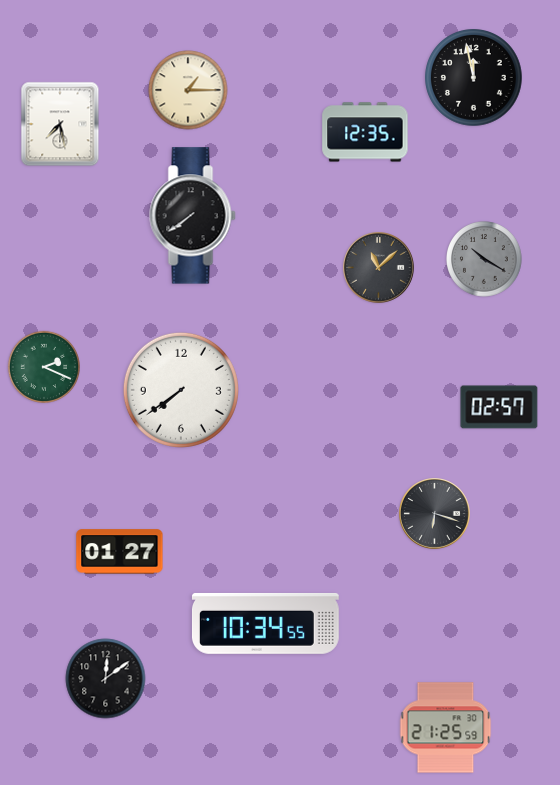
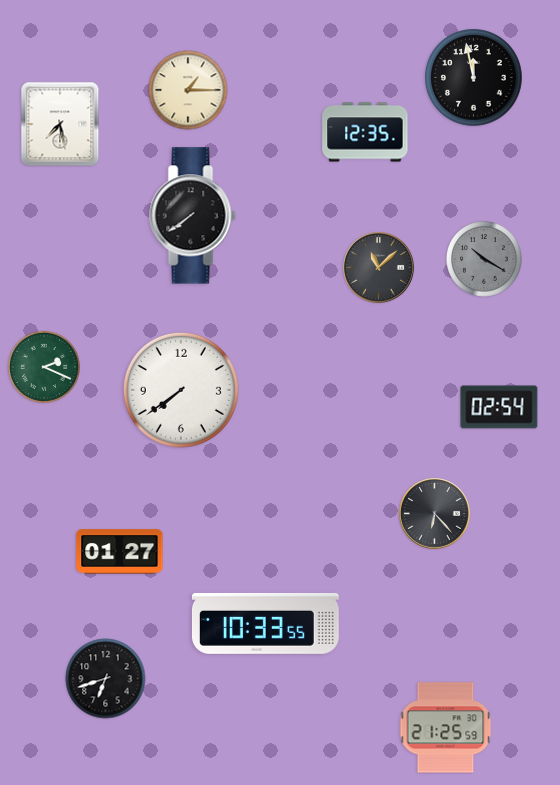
clock at (499, 407): 02:57 -> 02:54
clock at (435, 514): 6:18 -> 6:23
clock at (265, 623): 10:34 -> 10:33
clock at (106, 679): 12:09 -> 6:42
